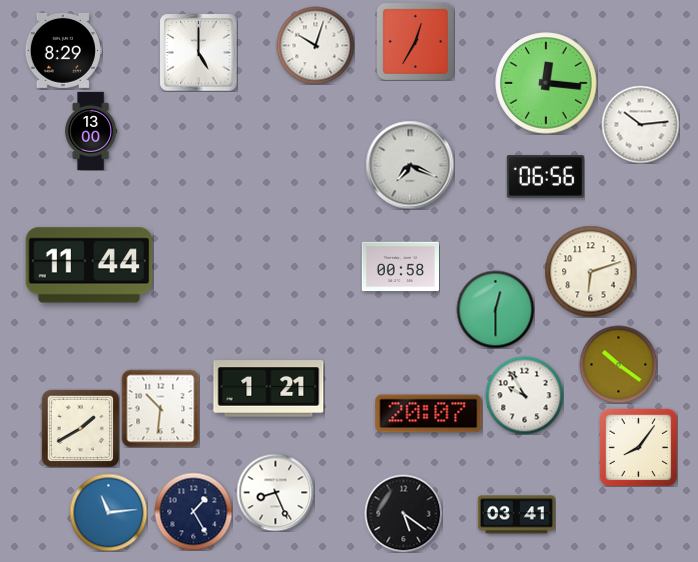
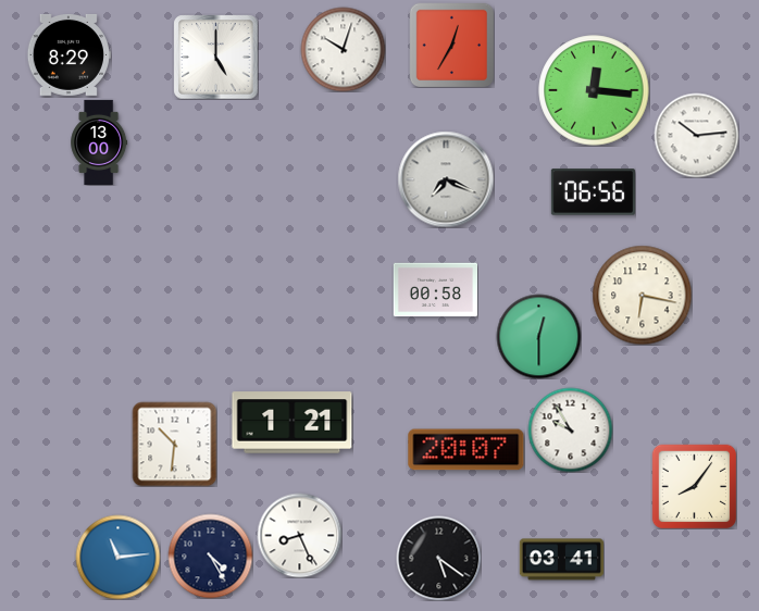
clock at (89, 265): 11:44 -> none
clock at (590, 271): 6:12 -> 6:17
clock at (618, 364): 10:21 -> none
clock at (80, 428): 1:40 -> none
clock at (193, 511): 1:25 -> 4:25
